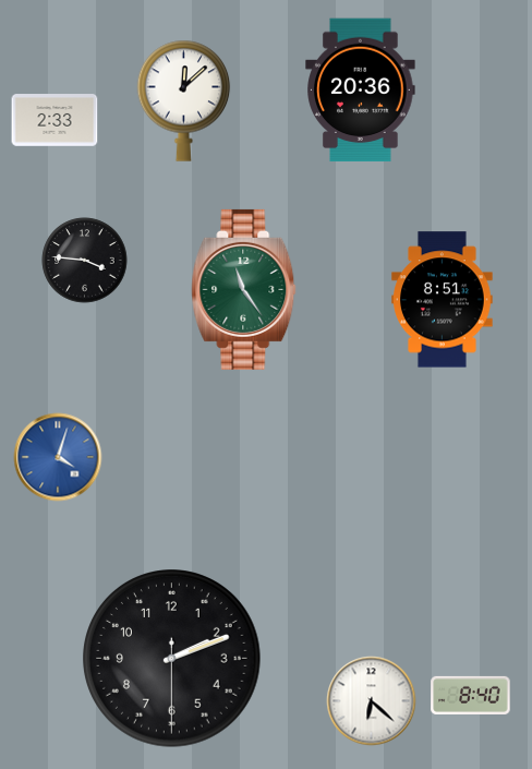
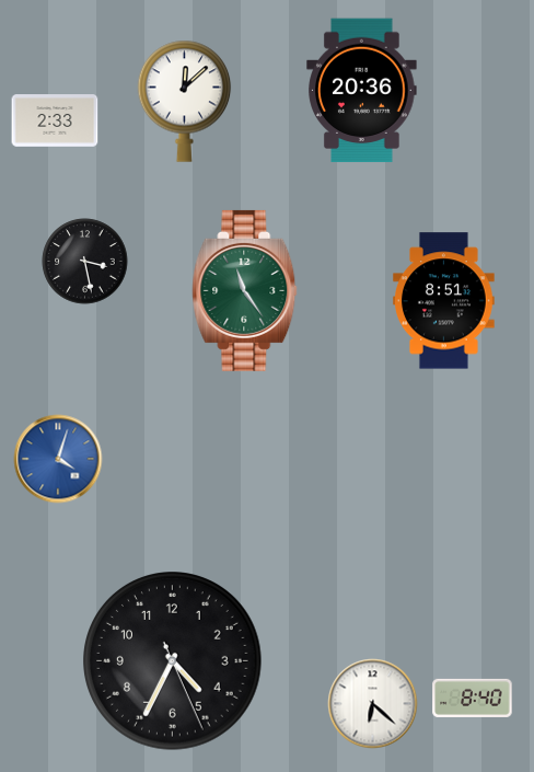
clock at (85, 261): 3:46 -> 3:28
clock at (172, 659): 2:11 -> 4:34
